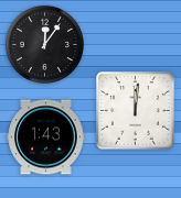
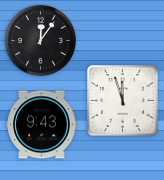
clock at (136, 111): 12:01 -> 11:57
clock at (46, 137): 1:43 -> 9:43
